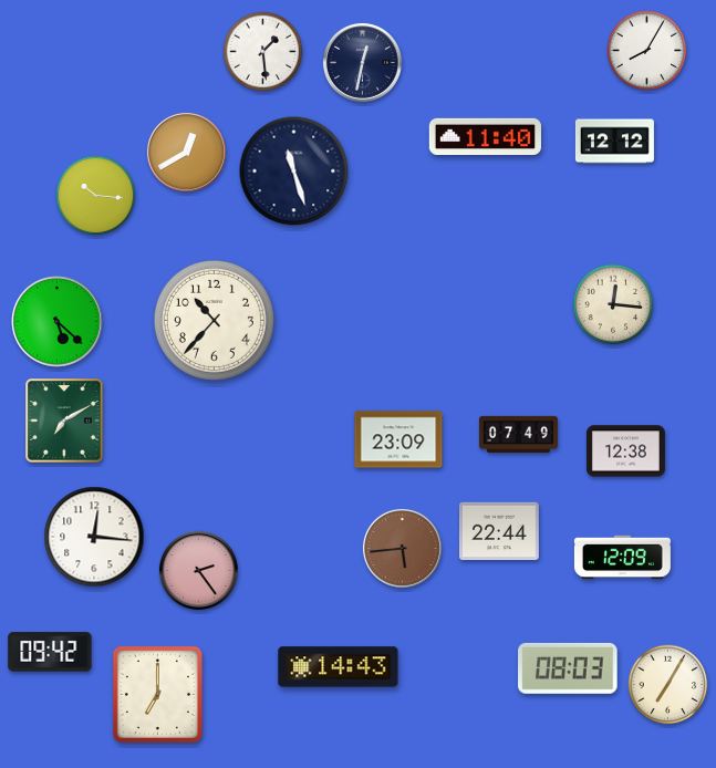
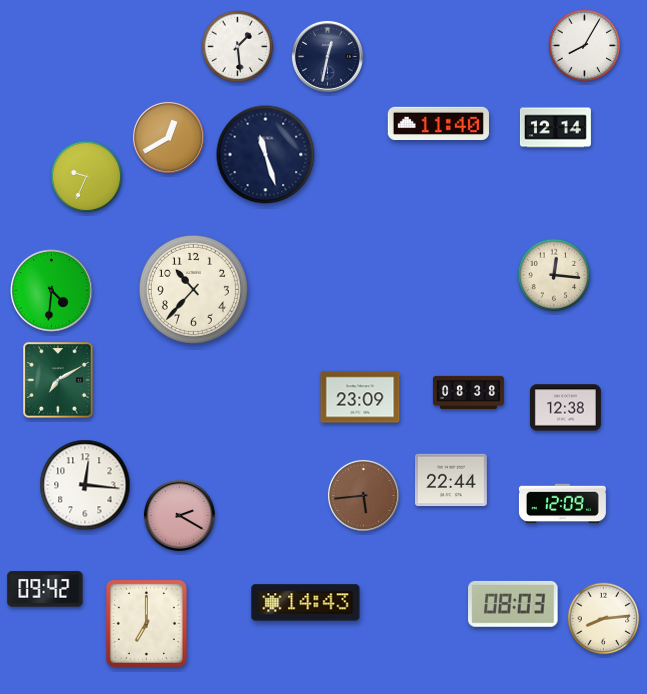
clock at (614, 142): 12:12 -> 12:14
clock at (96, 196): 10:16 -> 9:34
clock at (58, 322): 5:22 -> 4:31
clock at (518, 434): 07:49 -> 08:38
clock at (198, 570): 2:24 -> 2:20
clock at (668, 685): 7:05 -> 8:14
clock at (157, 694) position: (157, 694) -> (146, 623)
